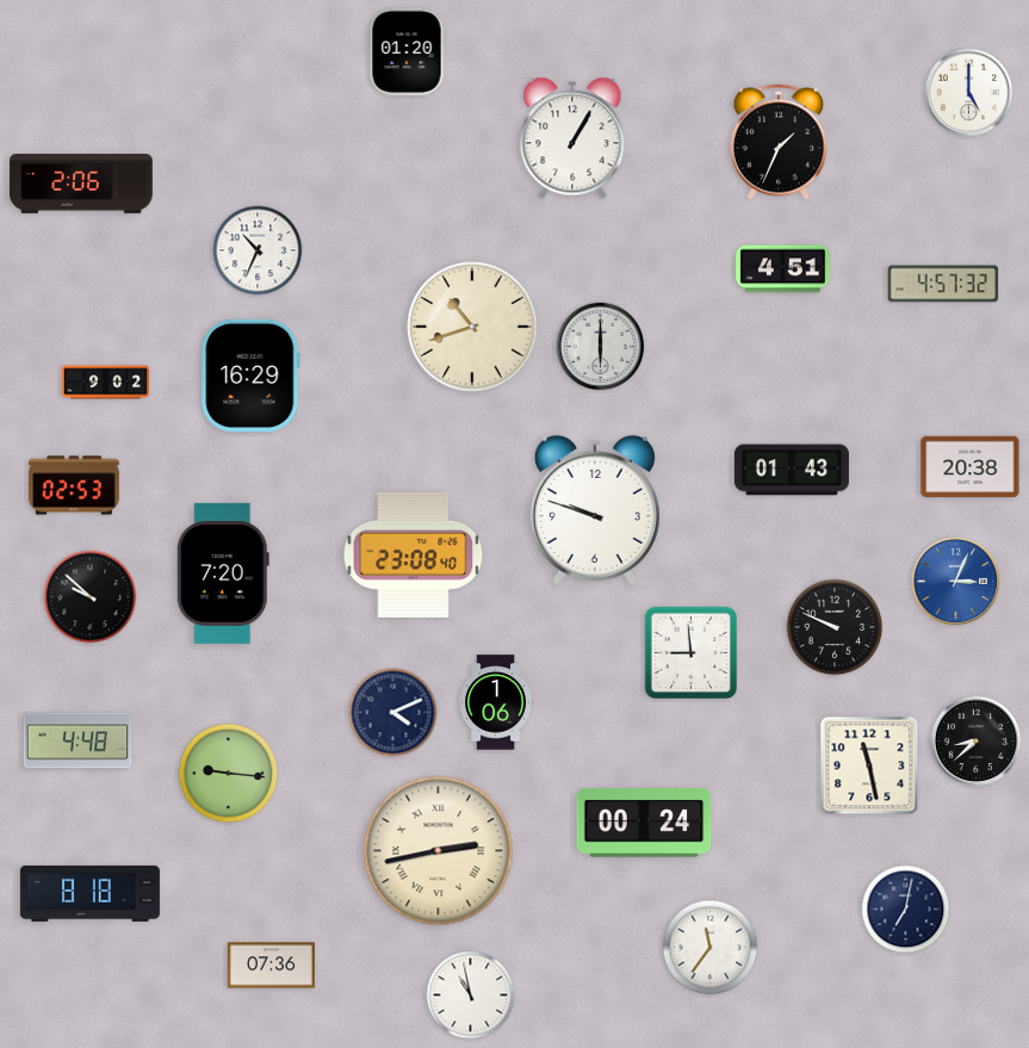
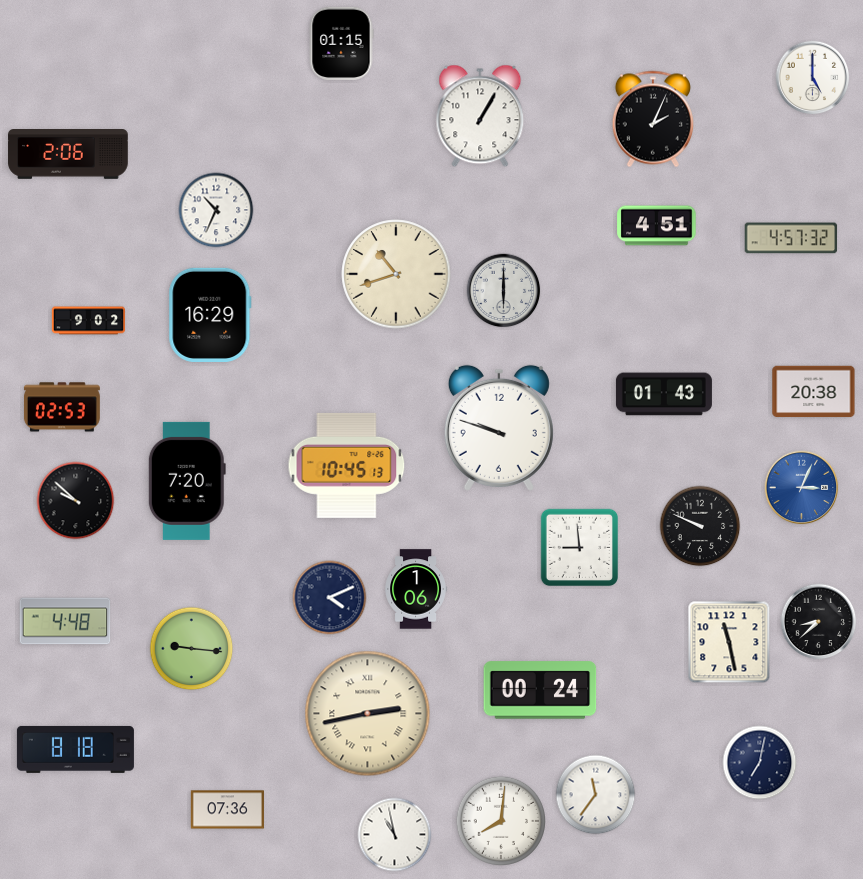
clock at (407, 51): 01:20 -> 01:15
clock at (779, 142): 1:34 -> 2:04
clock at (414, 554): 23:08 -> 10:45
clock at (500, 820): none -> 8:01
